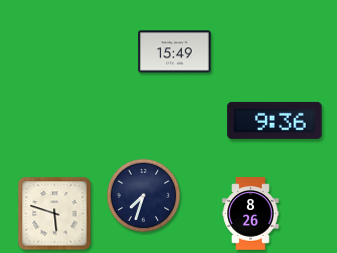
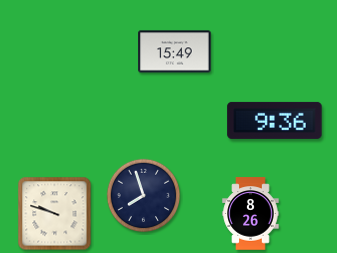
clock at (144, 196): 7:33 -> 7:57
clock at (55, 214): 5:48 -> 9:48
